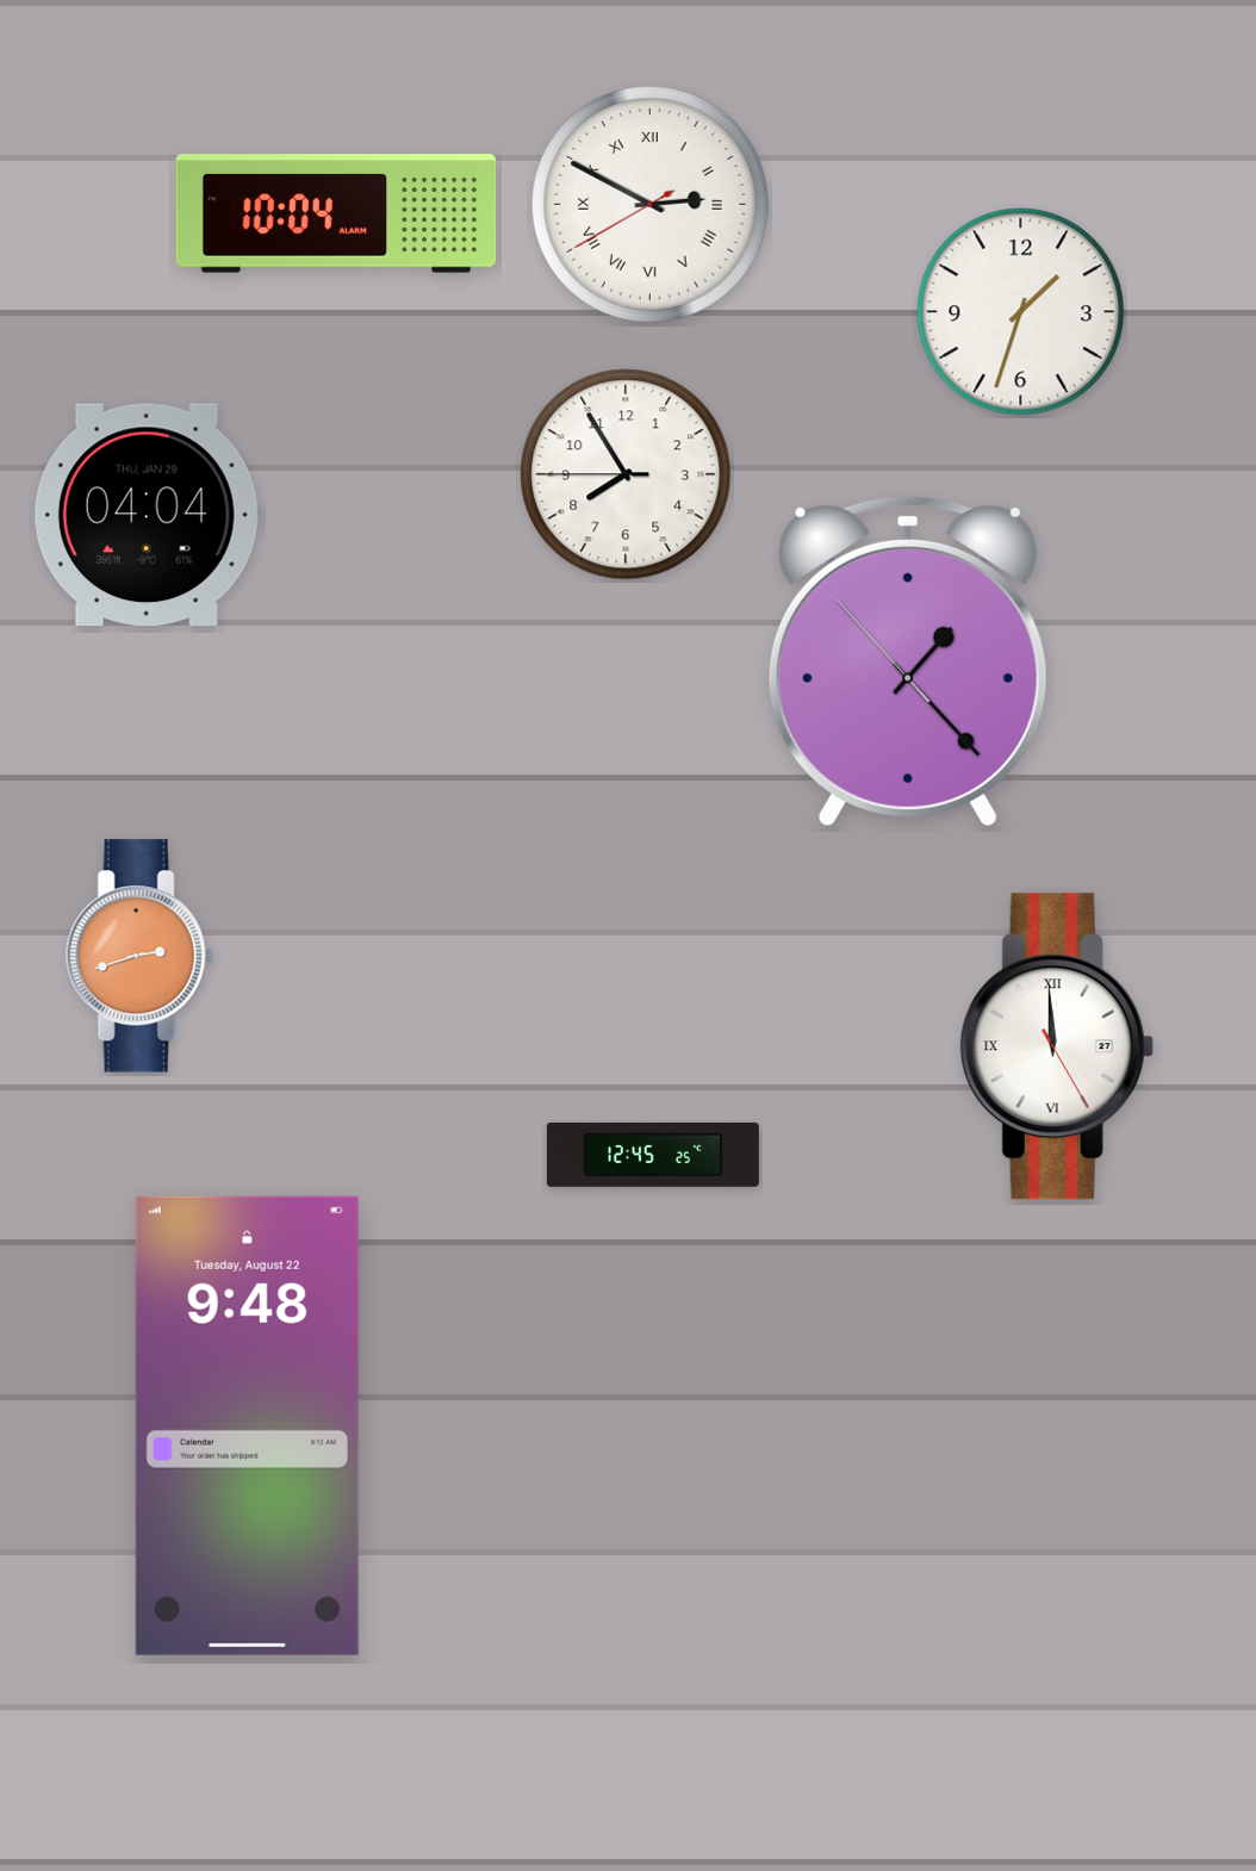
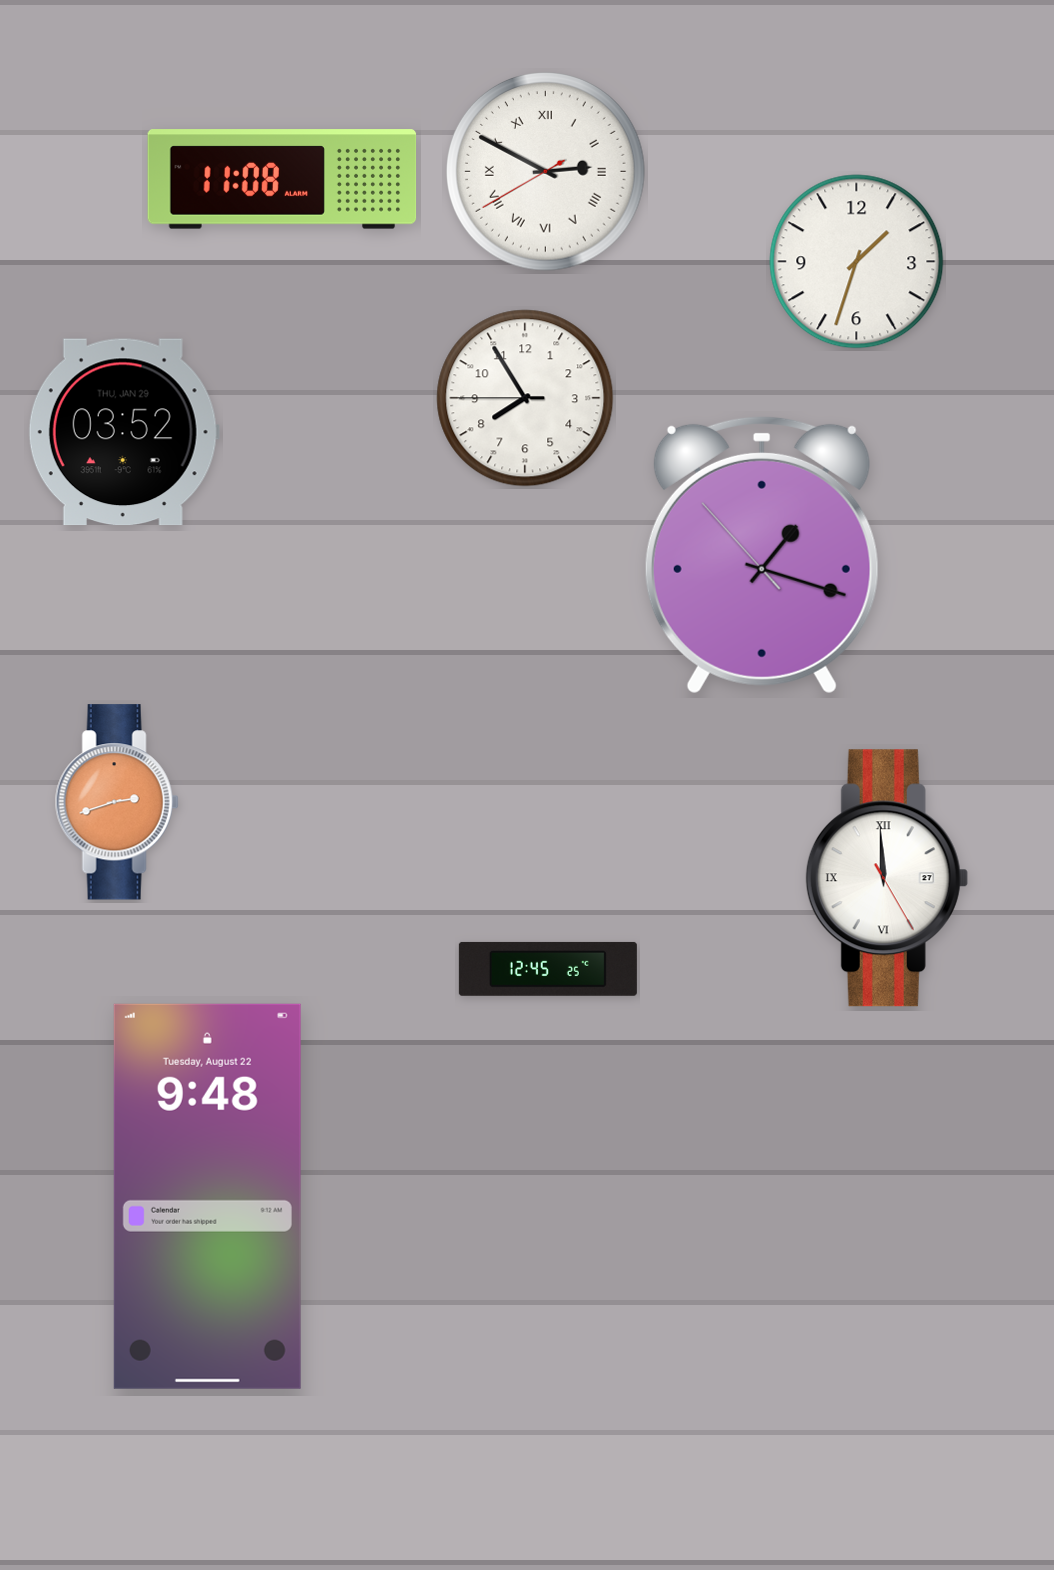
clock at (336, 213): 10:04 -> 11:08
clock at (148, 515): 04:04 -> 03:52
clock at (908, 661): 1:22 -> 1:17
